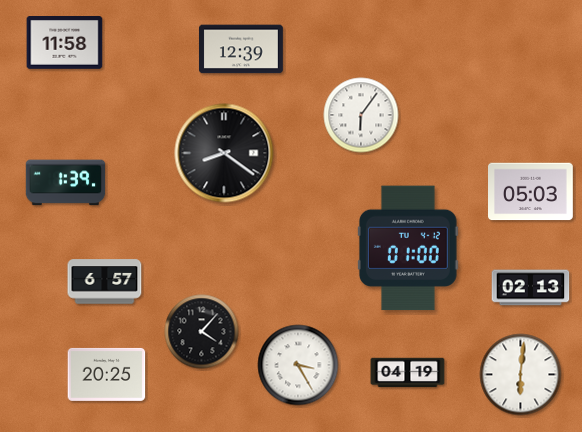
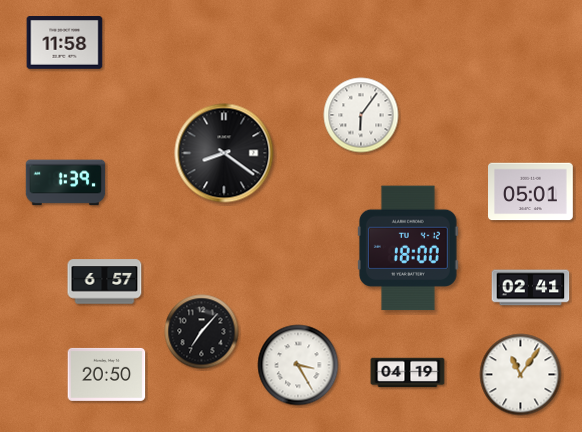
clock at (241, 49): 12:39 -> none
clock at (531, 192): 05:03 -> 05:01
clock at (408, 248): 01:00 -> 18:00
clock at (531, 288): 02:13 -> 02:41
clock at (202, 332): 4:07 -> 7:07
clock at (107, 374): 20:25 -> 20:50
clock at (521, 375): 6:01 -> 11:06
